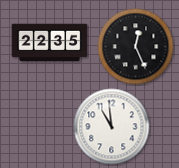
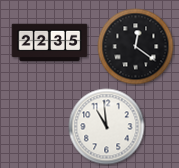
clock at (136, 47): 12:26 -> 12:21
clock at (112, 127) position: (112, 127) -> (107, 127)
